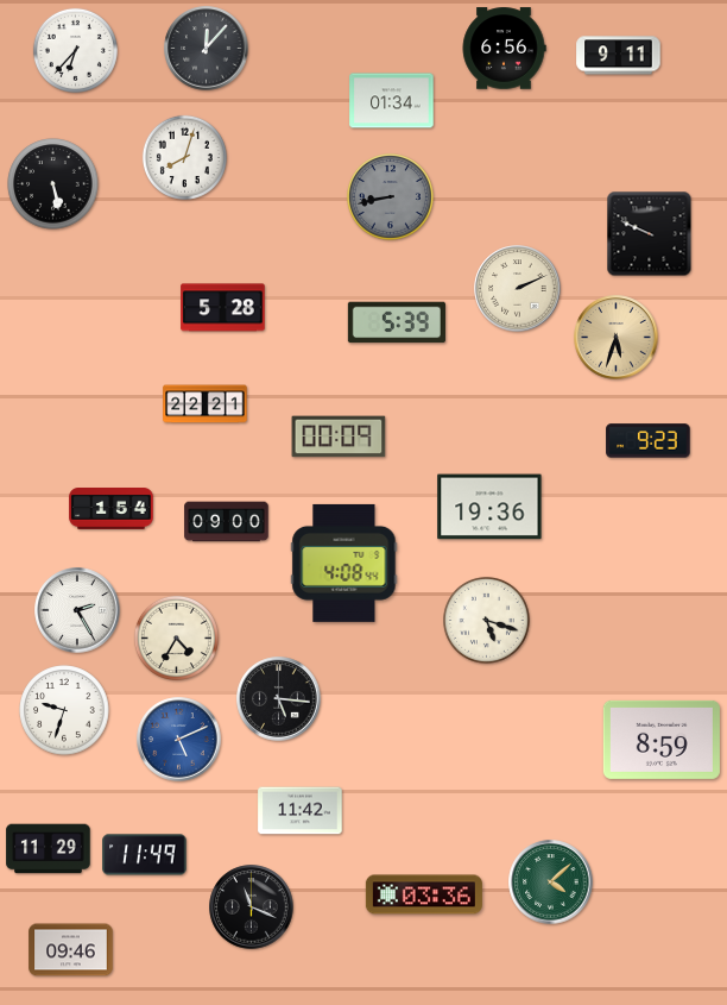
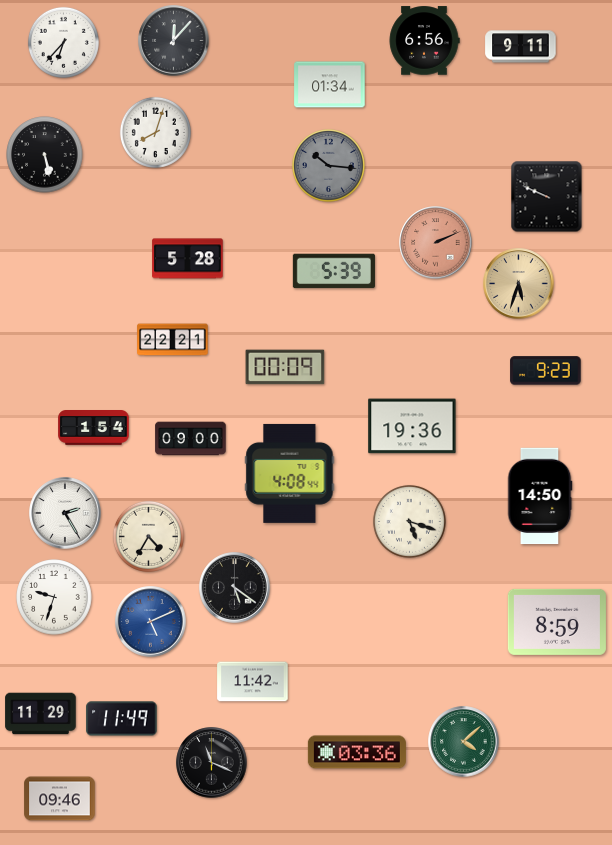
clock at (390, 196): 8:43 -> 10:16
clock at (518, 289) dial: cream -> salmon
clock at (540, 496): none -> 14:50
clock at (279, 699): 5:16 -> 5:21
